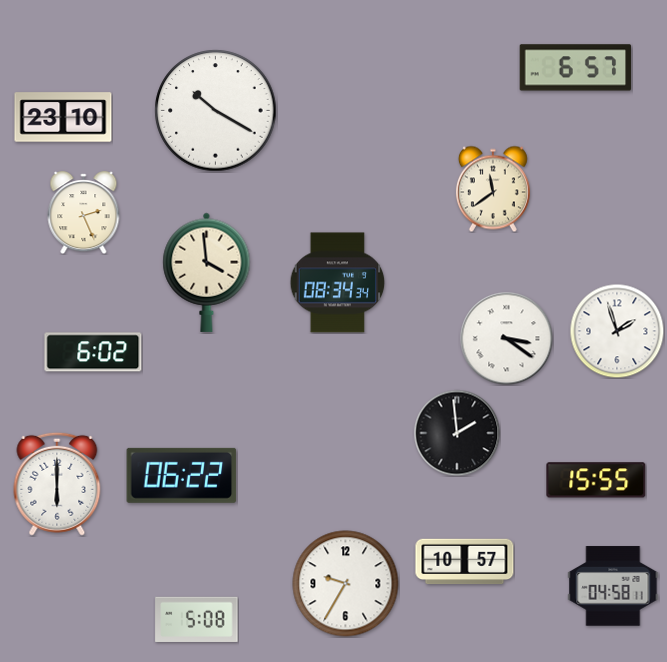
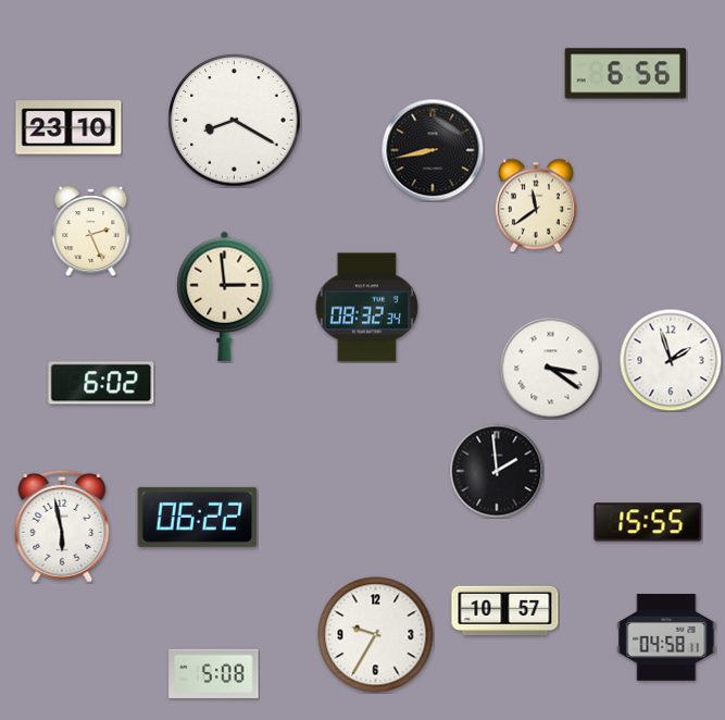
clock at (576, 68): 6:57 -> 6:56
clock at (216, 111): 10:20 -> 8:20
clock at (433, 150): none -> 8:43
clock at (207, 272): 3:59 -> 2:59
clock at (338, 283): 08:34 -> 08:32
clock at (57, 484): 6:00 -> 5:58
